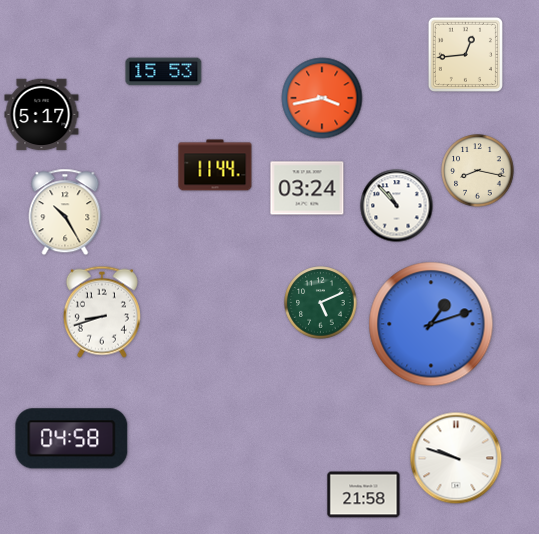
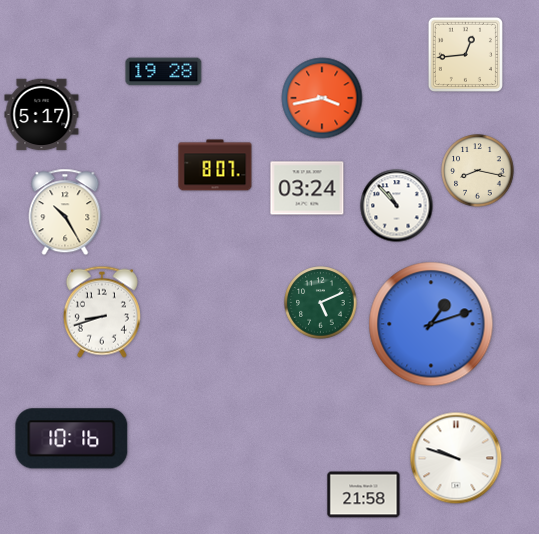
clock at (164, 72): 15:53 -> 19:28
clock at (215, 165): 11:44 -> 8:07
clock at (72, 439): 04:58 -> 10:16
